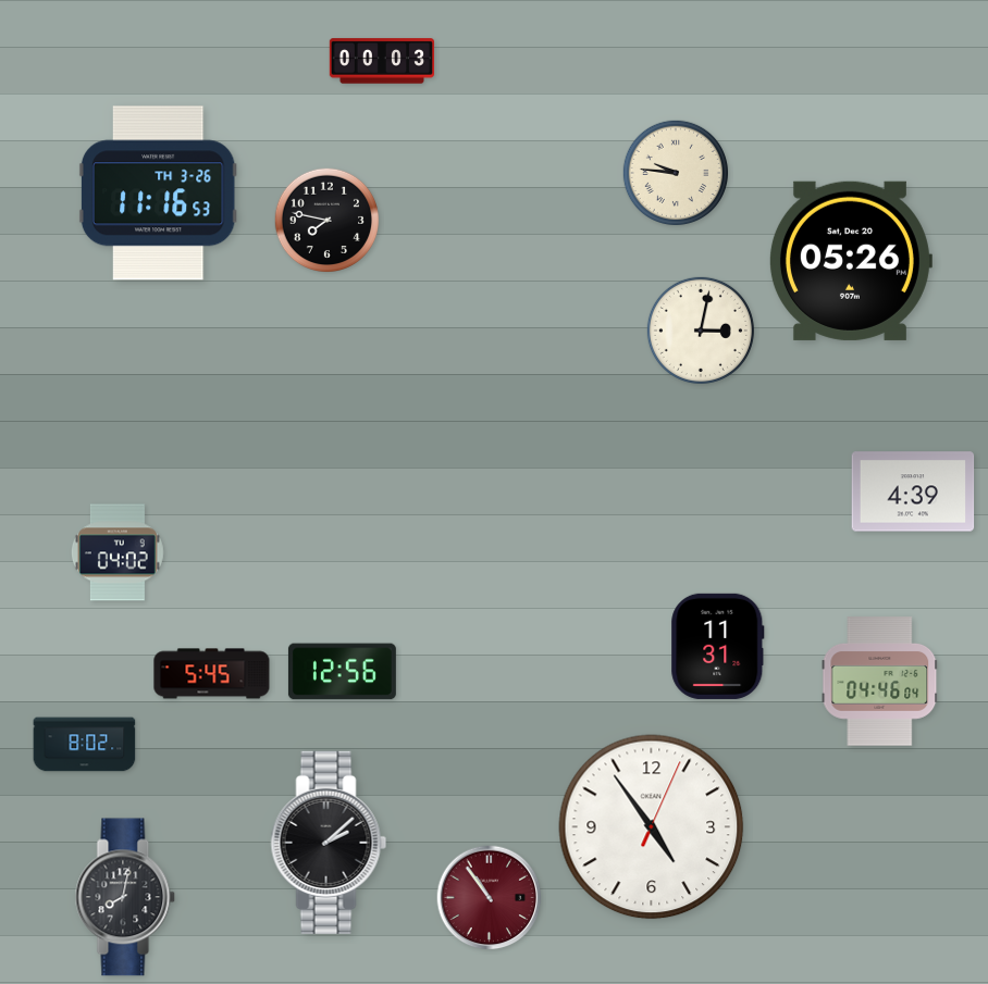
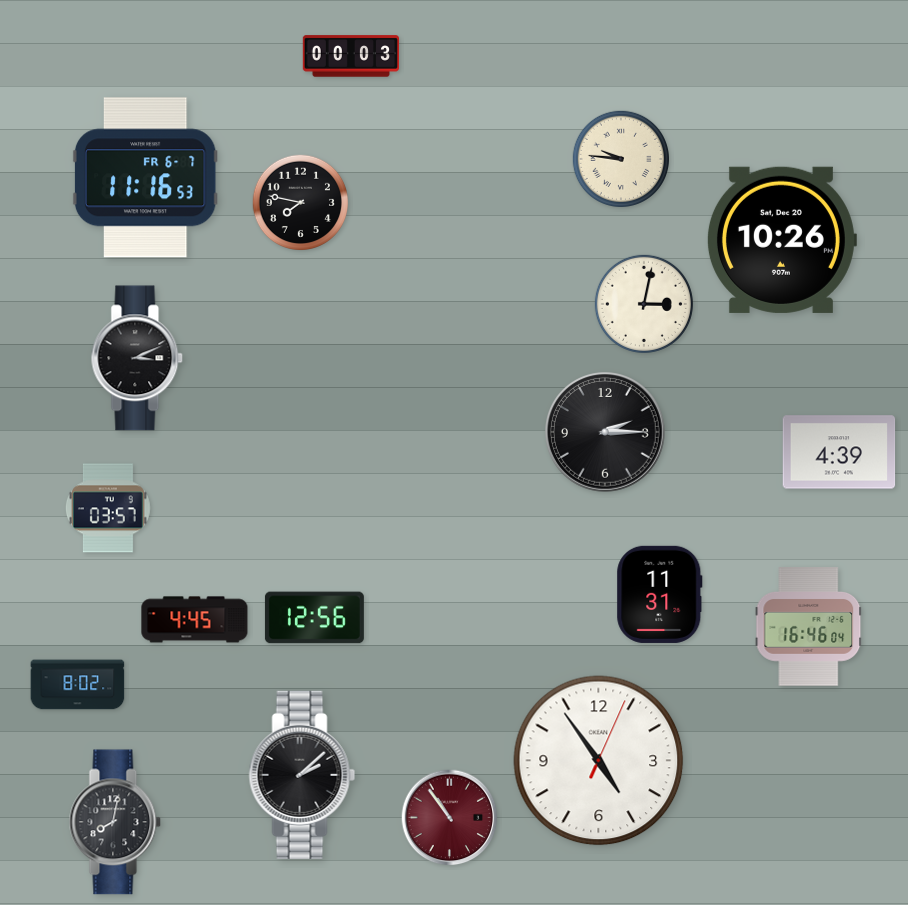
clock at (158, 194) date: TH 3-26 -> FR 6-7
clock at (850, 261): 05:26 -> 10:26
clock at (137, 358): none -> 3:11
clock at (606, 433): none -> 2:15
clock at (118, 552): 04:02 -> 03:57
clock at (212, 674): 5:45 -> 4:45
clock at (880, 682): 04:46 -> 16:46
clock at (125, 897) position: (125, 897) -> (115, 822)
clock at (490, 898) position: (490, 898) -> (450, 818)
